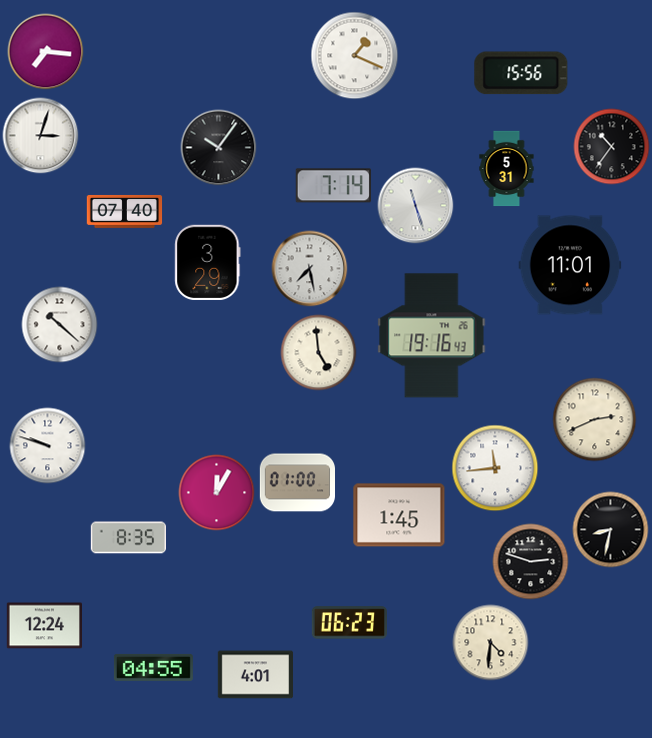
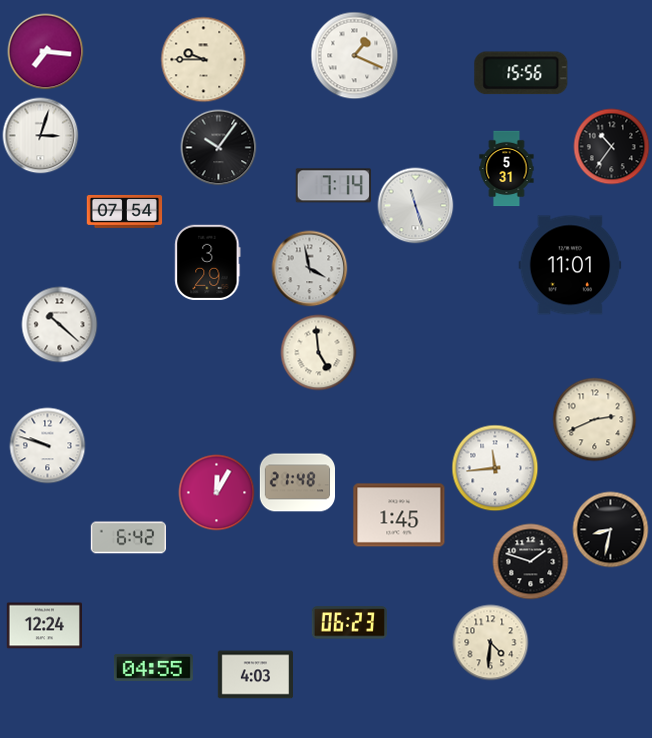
clock at (204, 60): none -> 9:45
clock at (125, 211): 07:40 -> 07:54
clock at (310, 269): 7:28 -> 3:58
clock at (432, 336): 19:16 -> none
clock at (297, 483): 01:00 -> 21:48
clock at (128, 538): 8:35 -> 6:42
clock at (531, 562): 2:48 -> 1:48
clock at (256, 675): 4:01 -> 4:03
